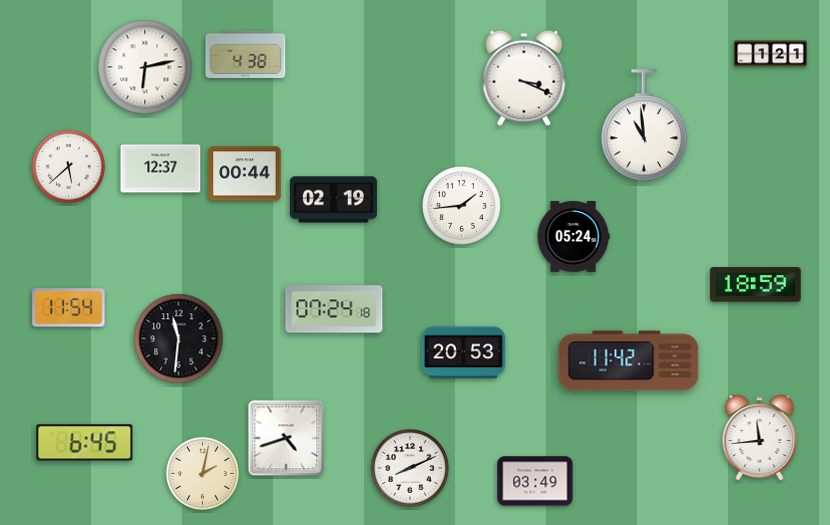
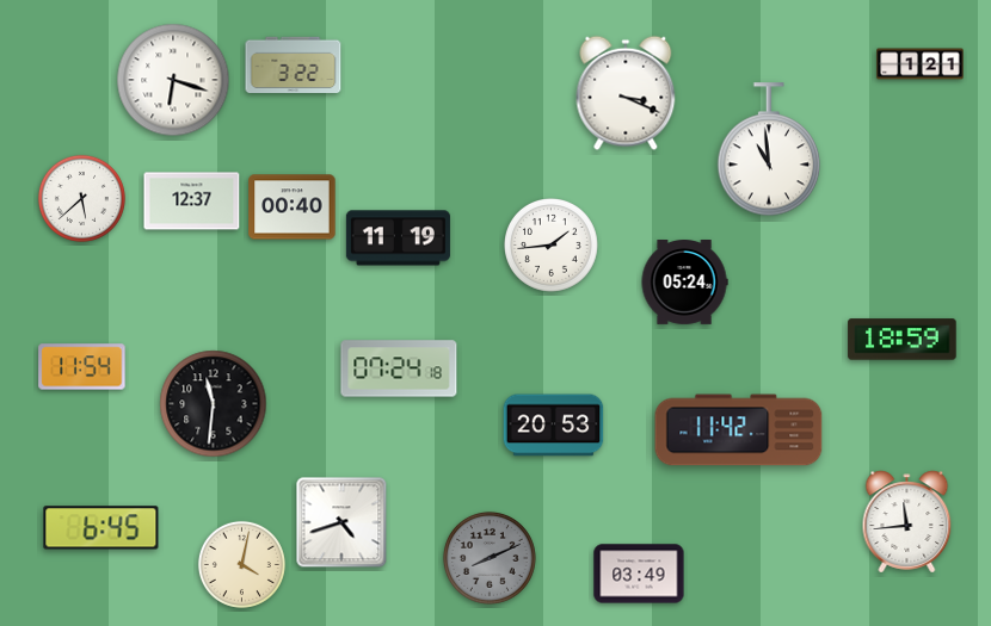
clock at (246, 54): 4:38 -> 3:22
clock at (145, 67): 6:13 -> 6:18
clock at (245, 174): 00:44 -> 00:40
clock at (333, 200): 02:19 -> 11:19
clock at (464, 353) position: (464, 353) -> (554, 426)
clock at (629, 361) position: (629, 361) -> (739, 430)
clock at (410, 468) dial: white -> grey
clock at (202, 473): 2:02 -> 4:02
